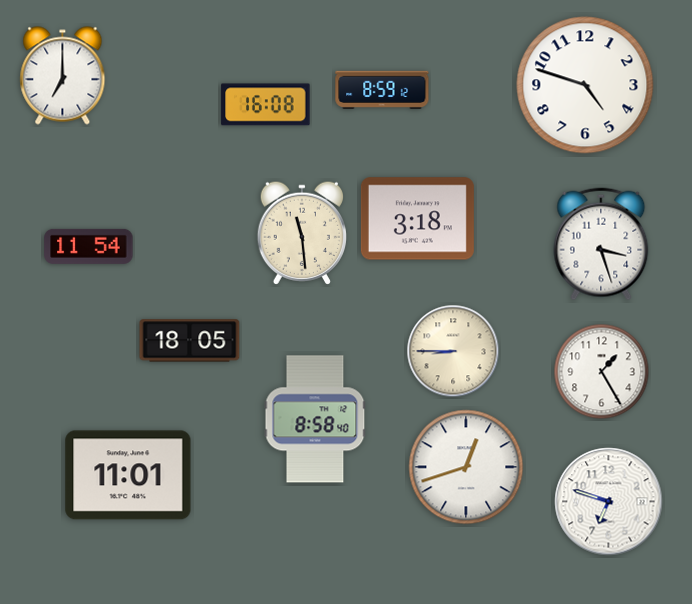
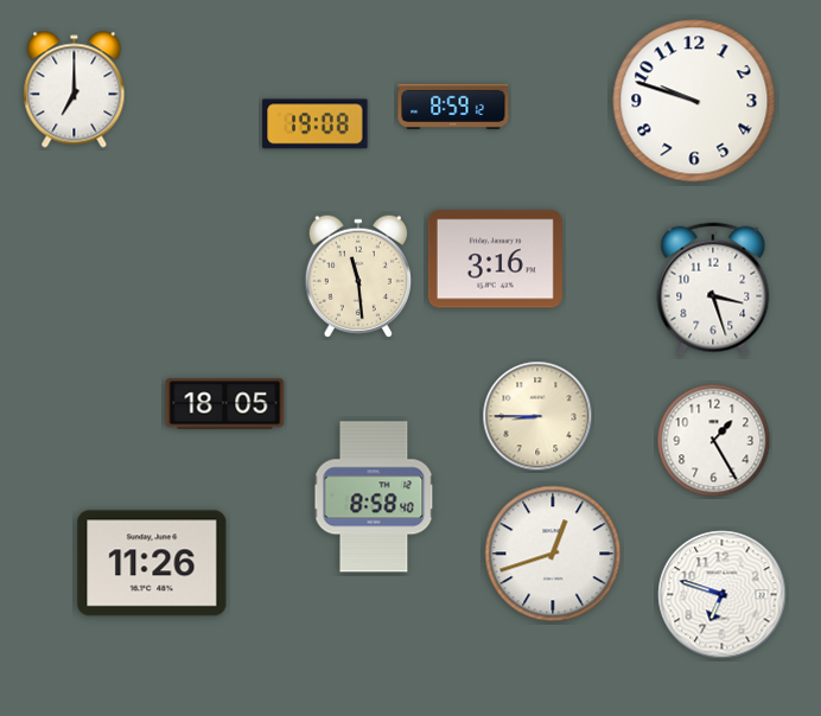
clock at (585, 85): 4:48 -> 9:48
clock at (266, 105): 16:08 -> 19:08
clock at (417, 219): 3:18 -> 3:16
clock at (89, 246): 11:54 -> none
clock at (128, 475): 11:01 -> 11:26
